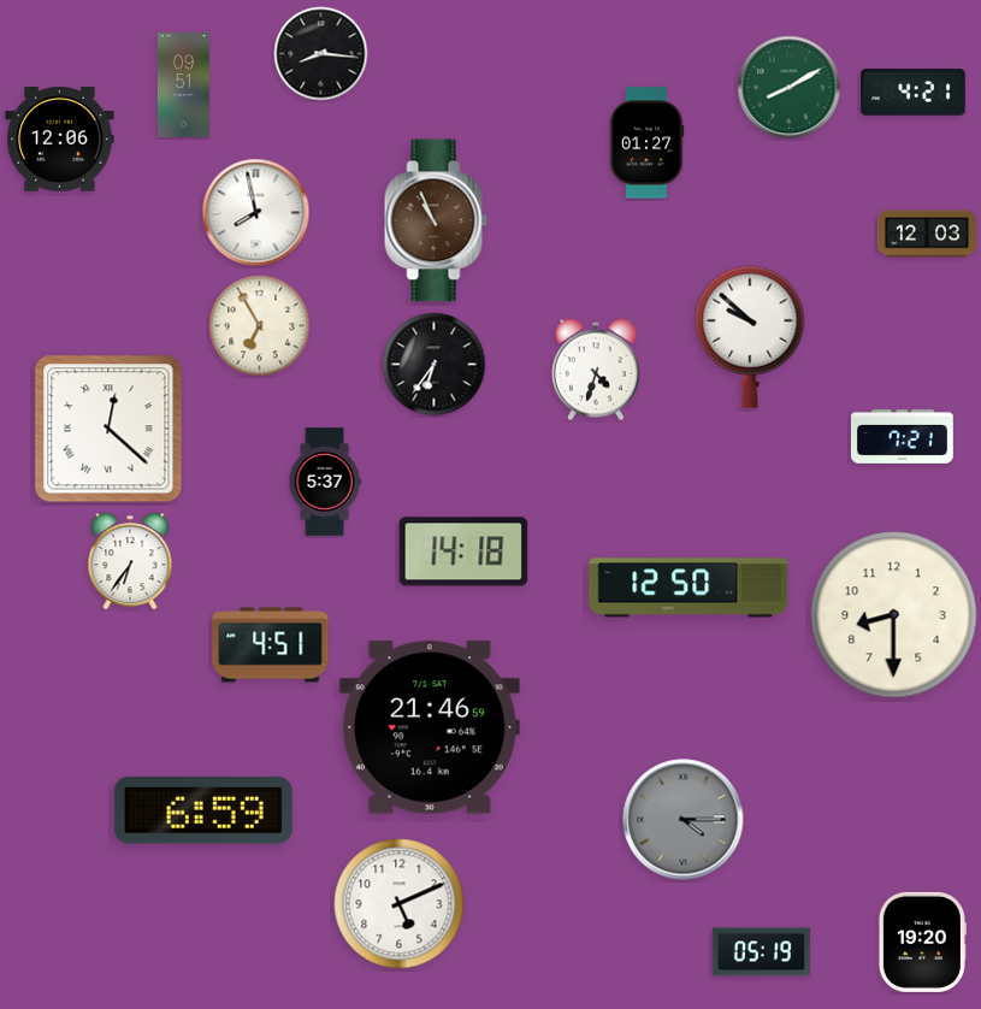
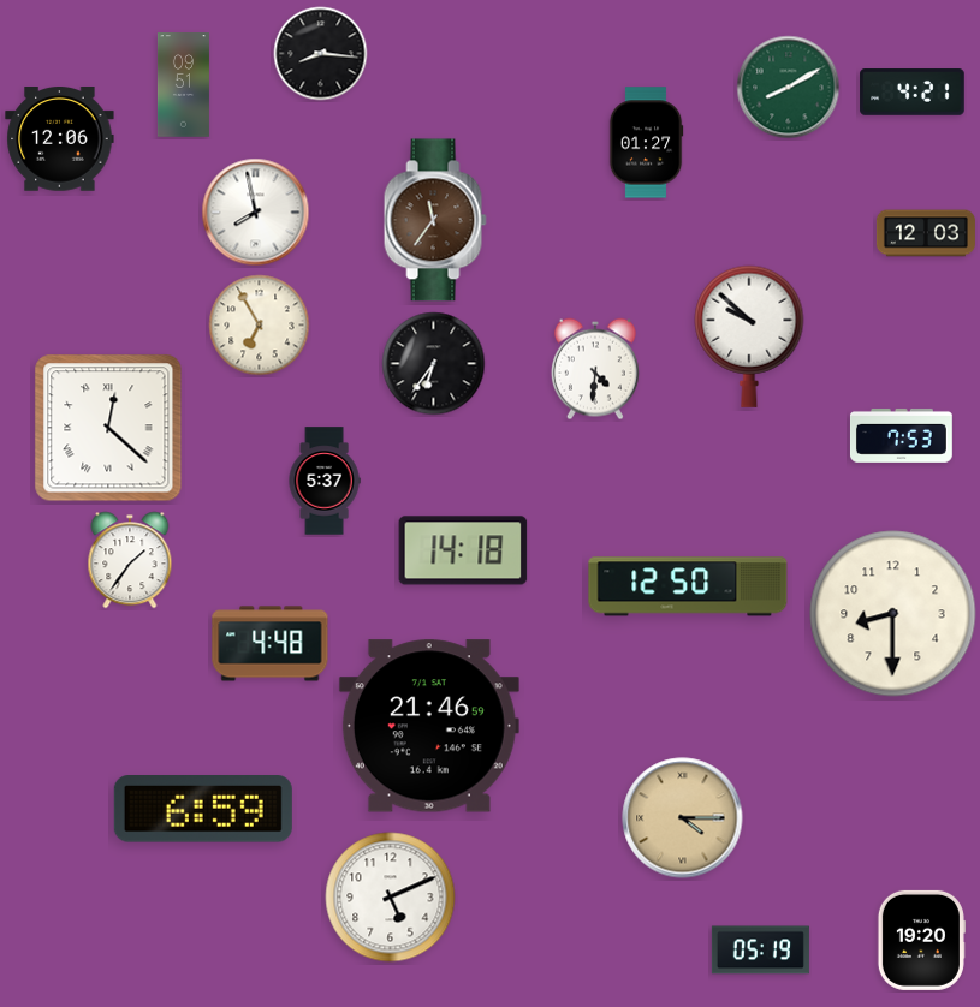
clock at (436, 220): 10:56 -> 11:36
clock at (596, 370): 4:33 -> 4:31
clock at (902, 436): 7:21 -> 7:53
clock at (130, 561): 6:36 -> 1:36
clock at (271, 645): 4:51 -> 4:48
clock at (684, 820) dial: grey -> champagne
clock at (400, 904) position: (400, 904) -> (391, 898)
